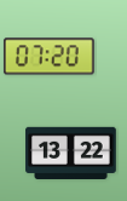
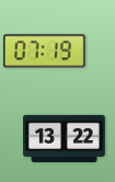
clock at (48, 57): 07:20 -> 07:19
